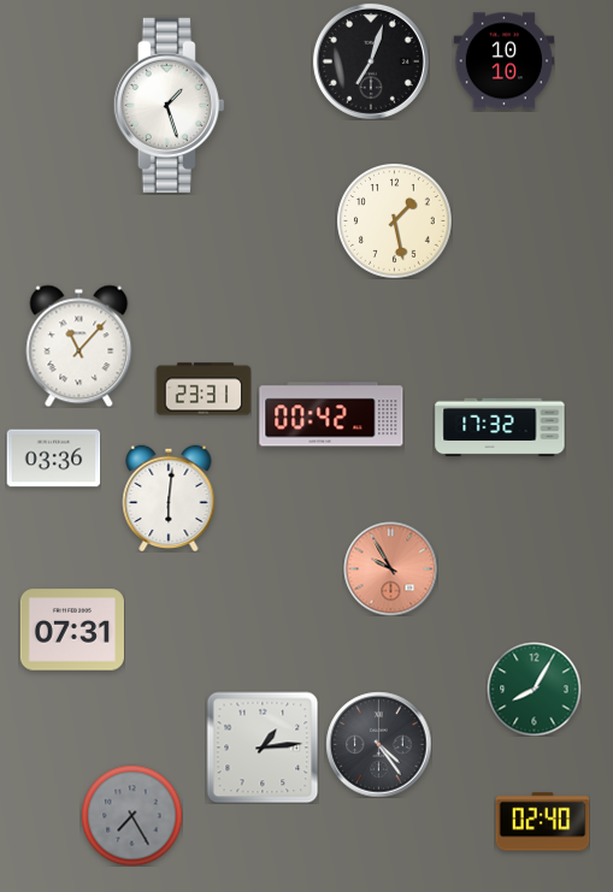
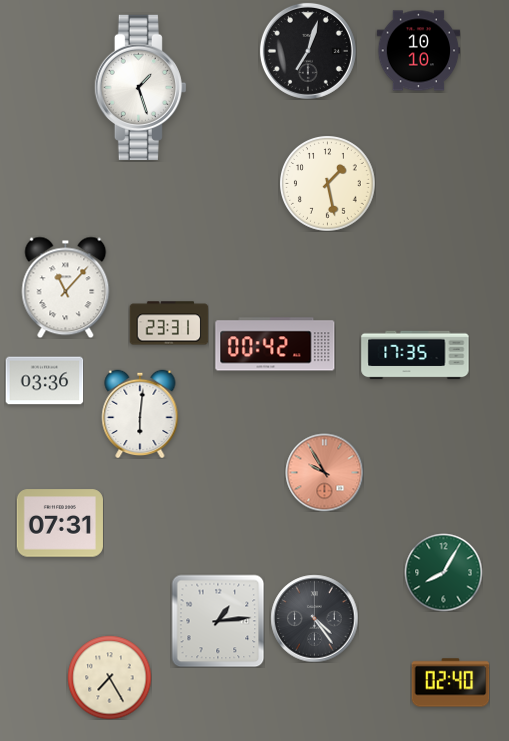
clock at (500, 427): 17:32 -> 17:35
clock at (131, 815) dial: grey -> cream
